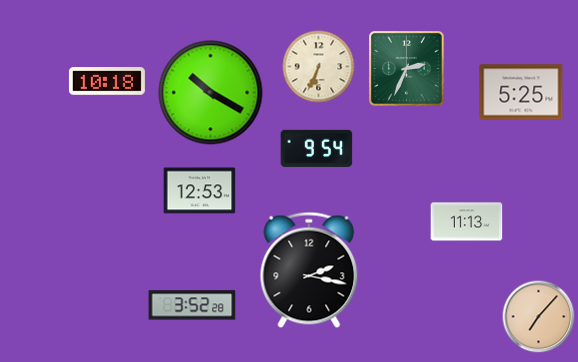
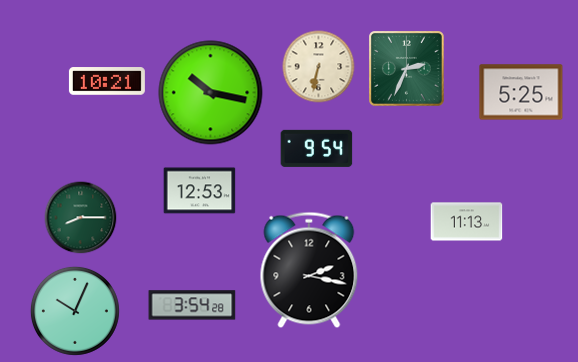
clock at (319, 67): 6:34 -> 6:32
clock at (107, 81): 10:18 -> 10:21
clock at (211, 93): 10:20 -> 10:17
clock at (81, 218): none -> 8:15
clock at (192, 305): 3:52 -> 3:54
clock at (75, 311): none -> 10:04
clock at (539, 317): 7:07 -> none
